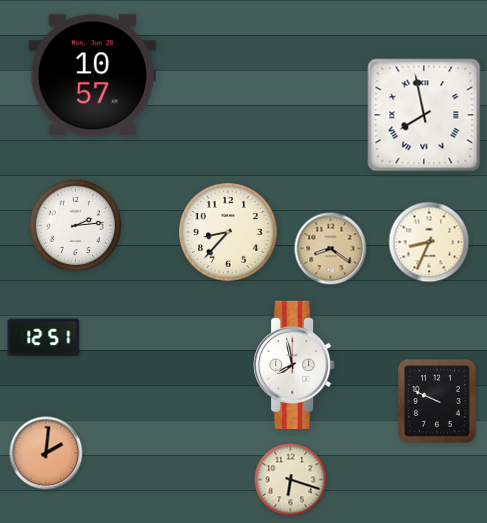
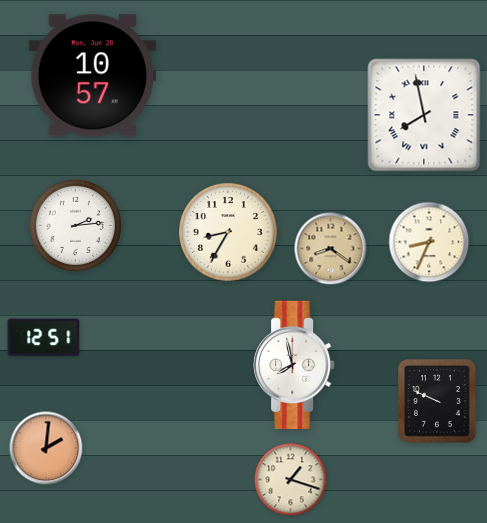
clock at (229, 233): 8:37 -> 8:35
clock at (46, 453) position: (46, 453) -> (46, 448)
clock at (291, 480): 6:18 -> 1:18
